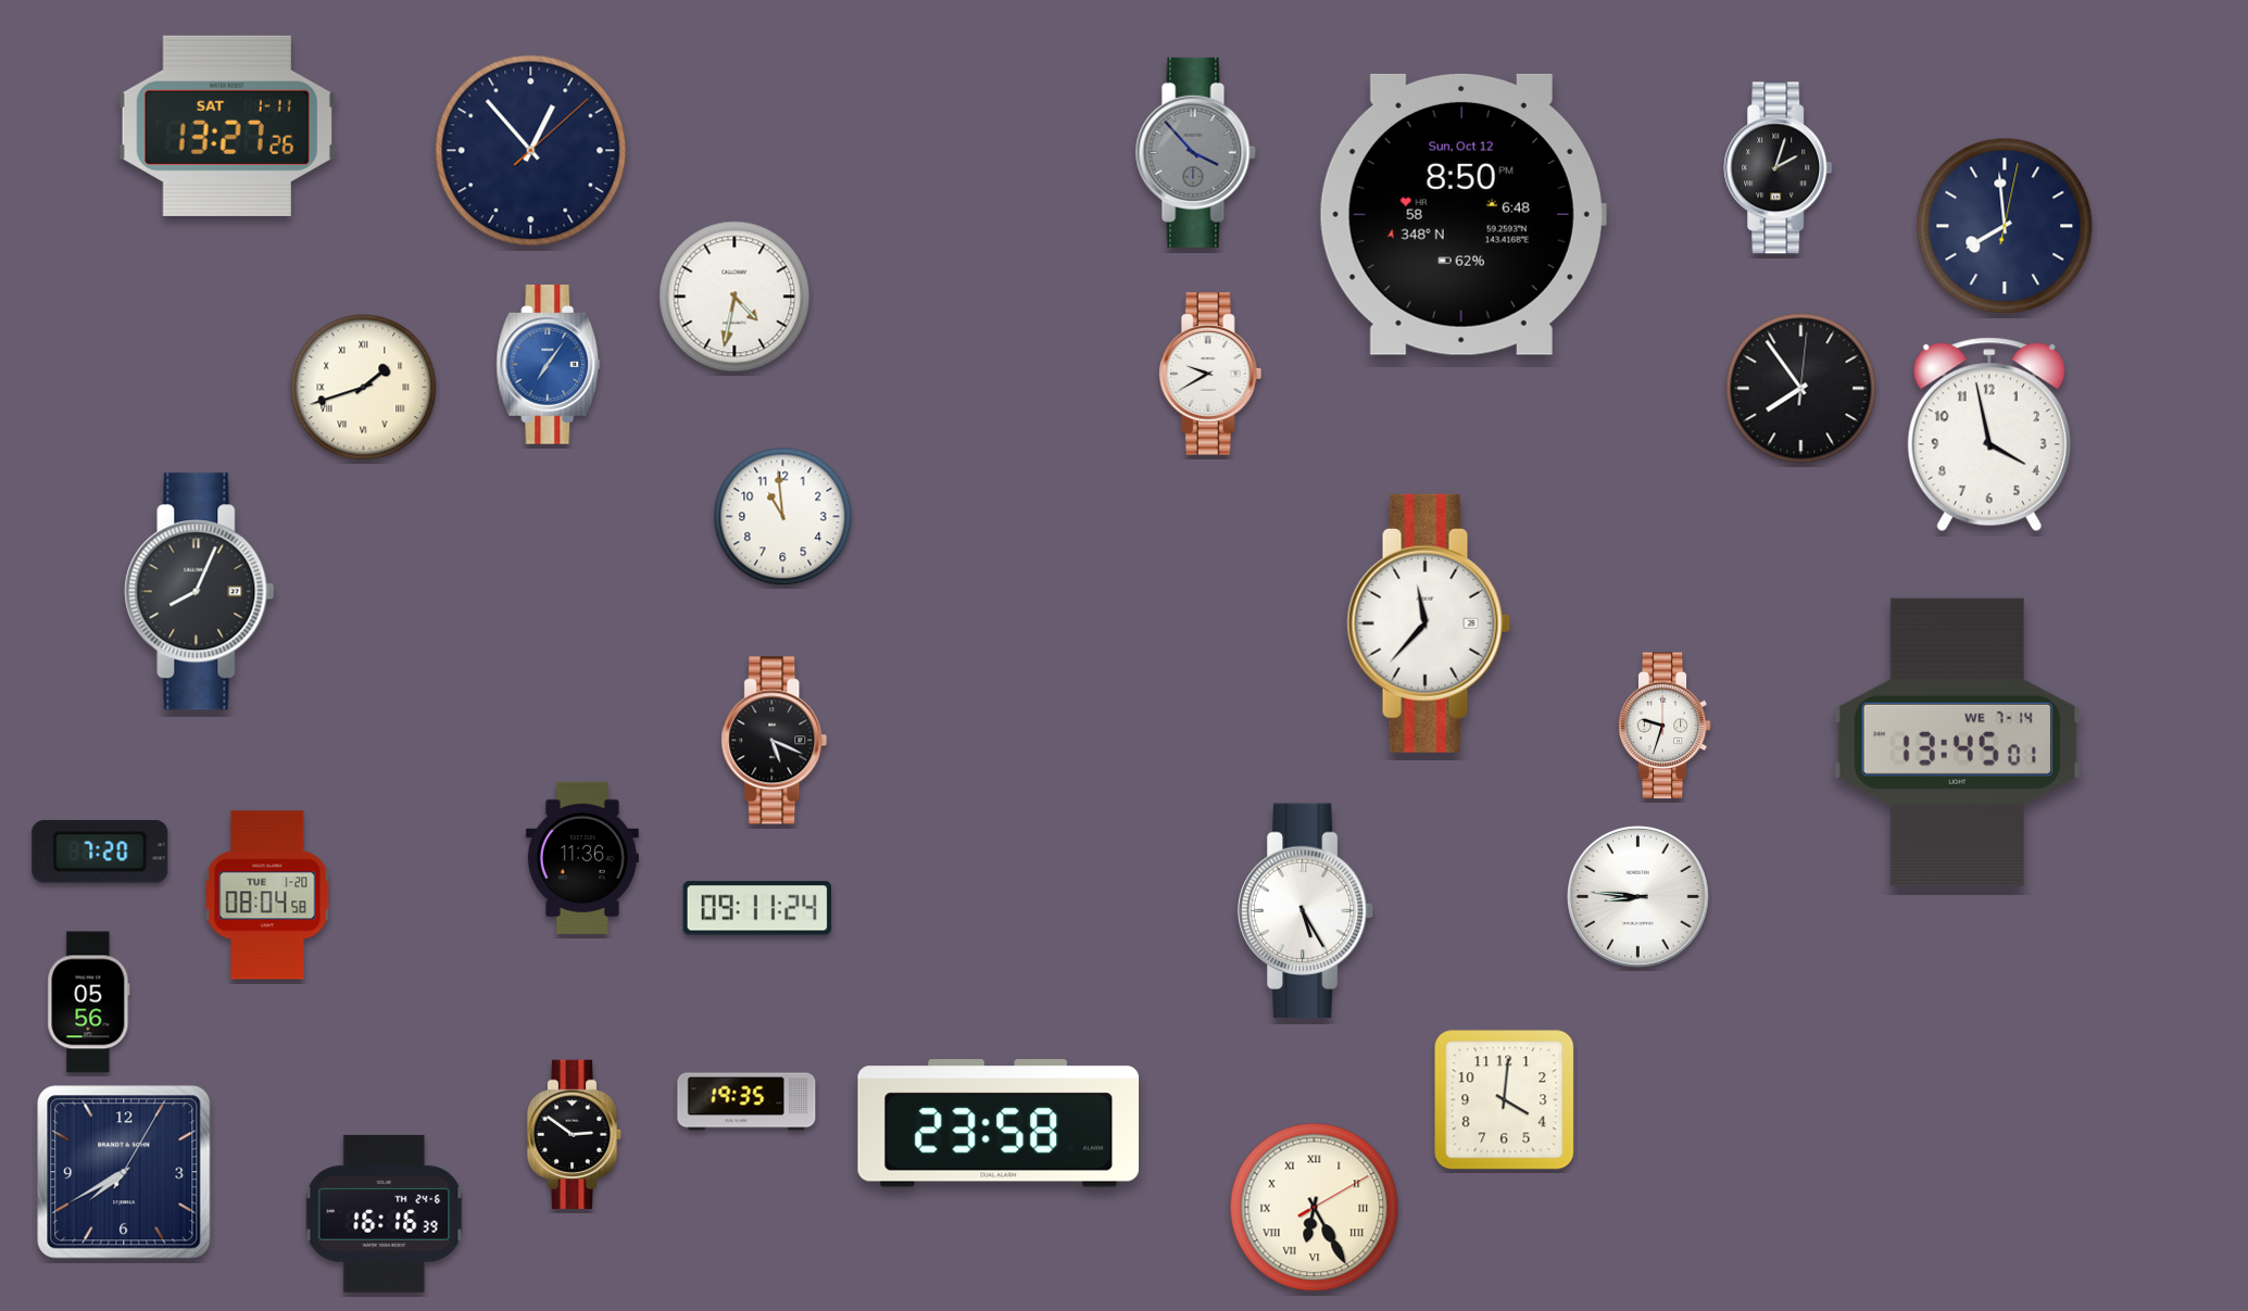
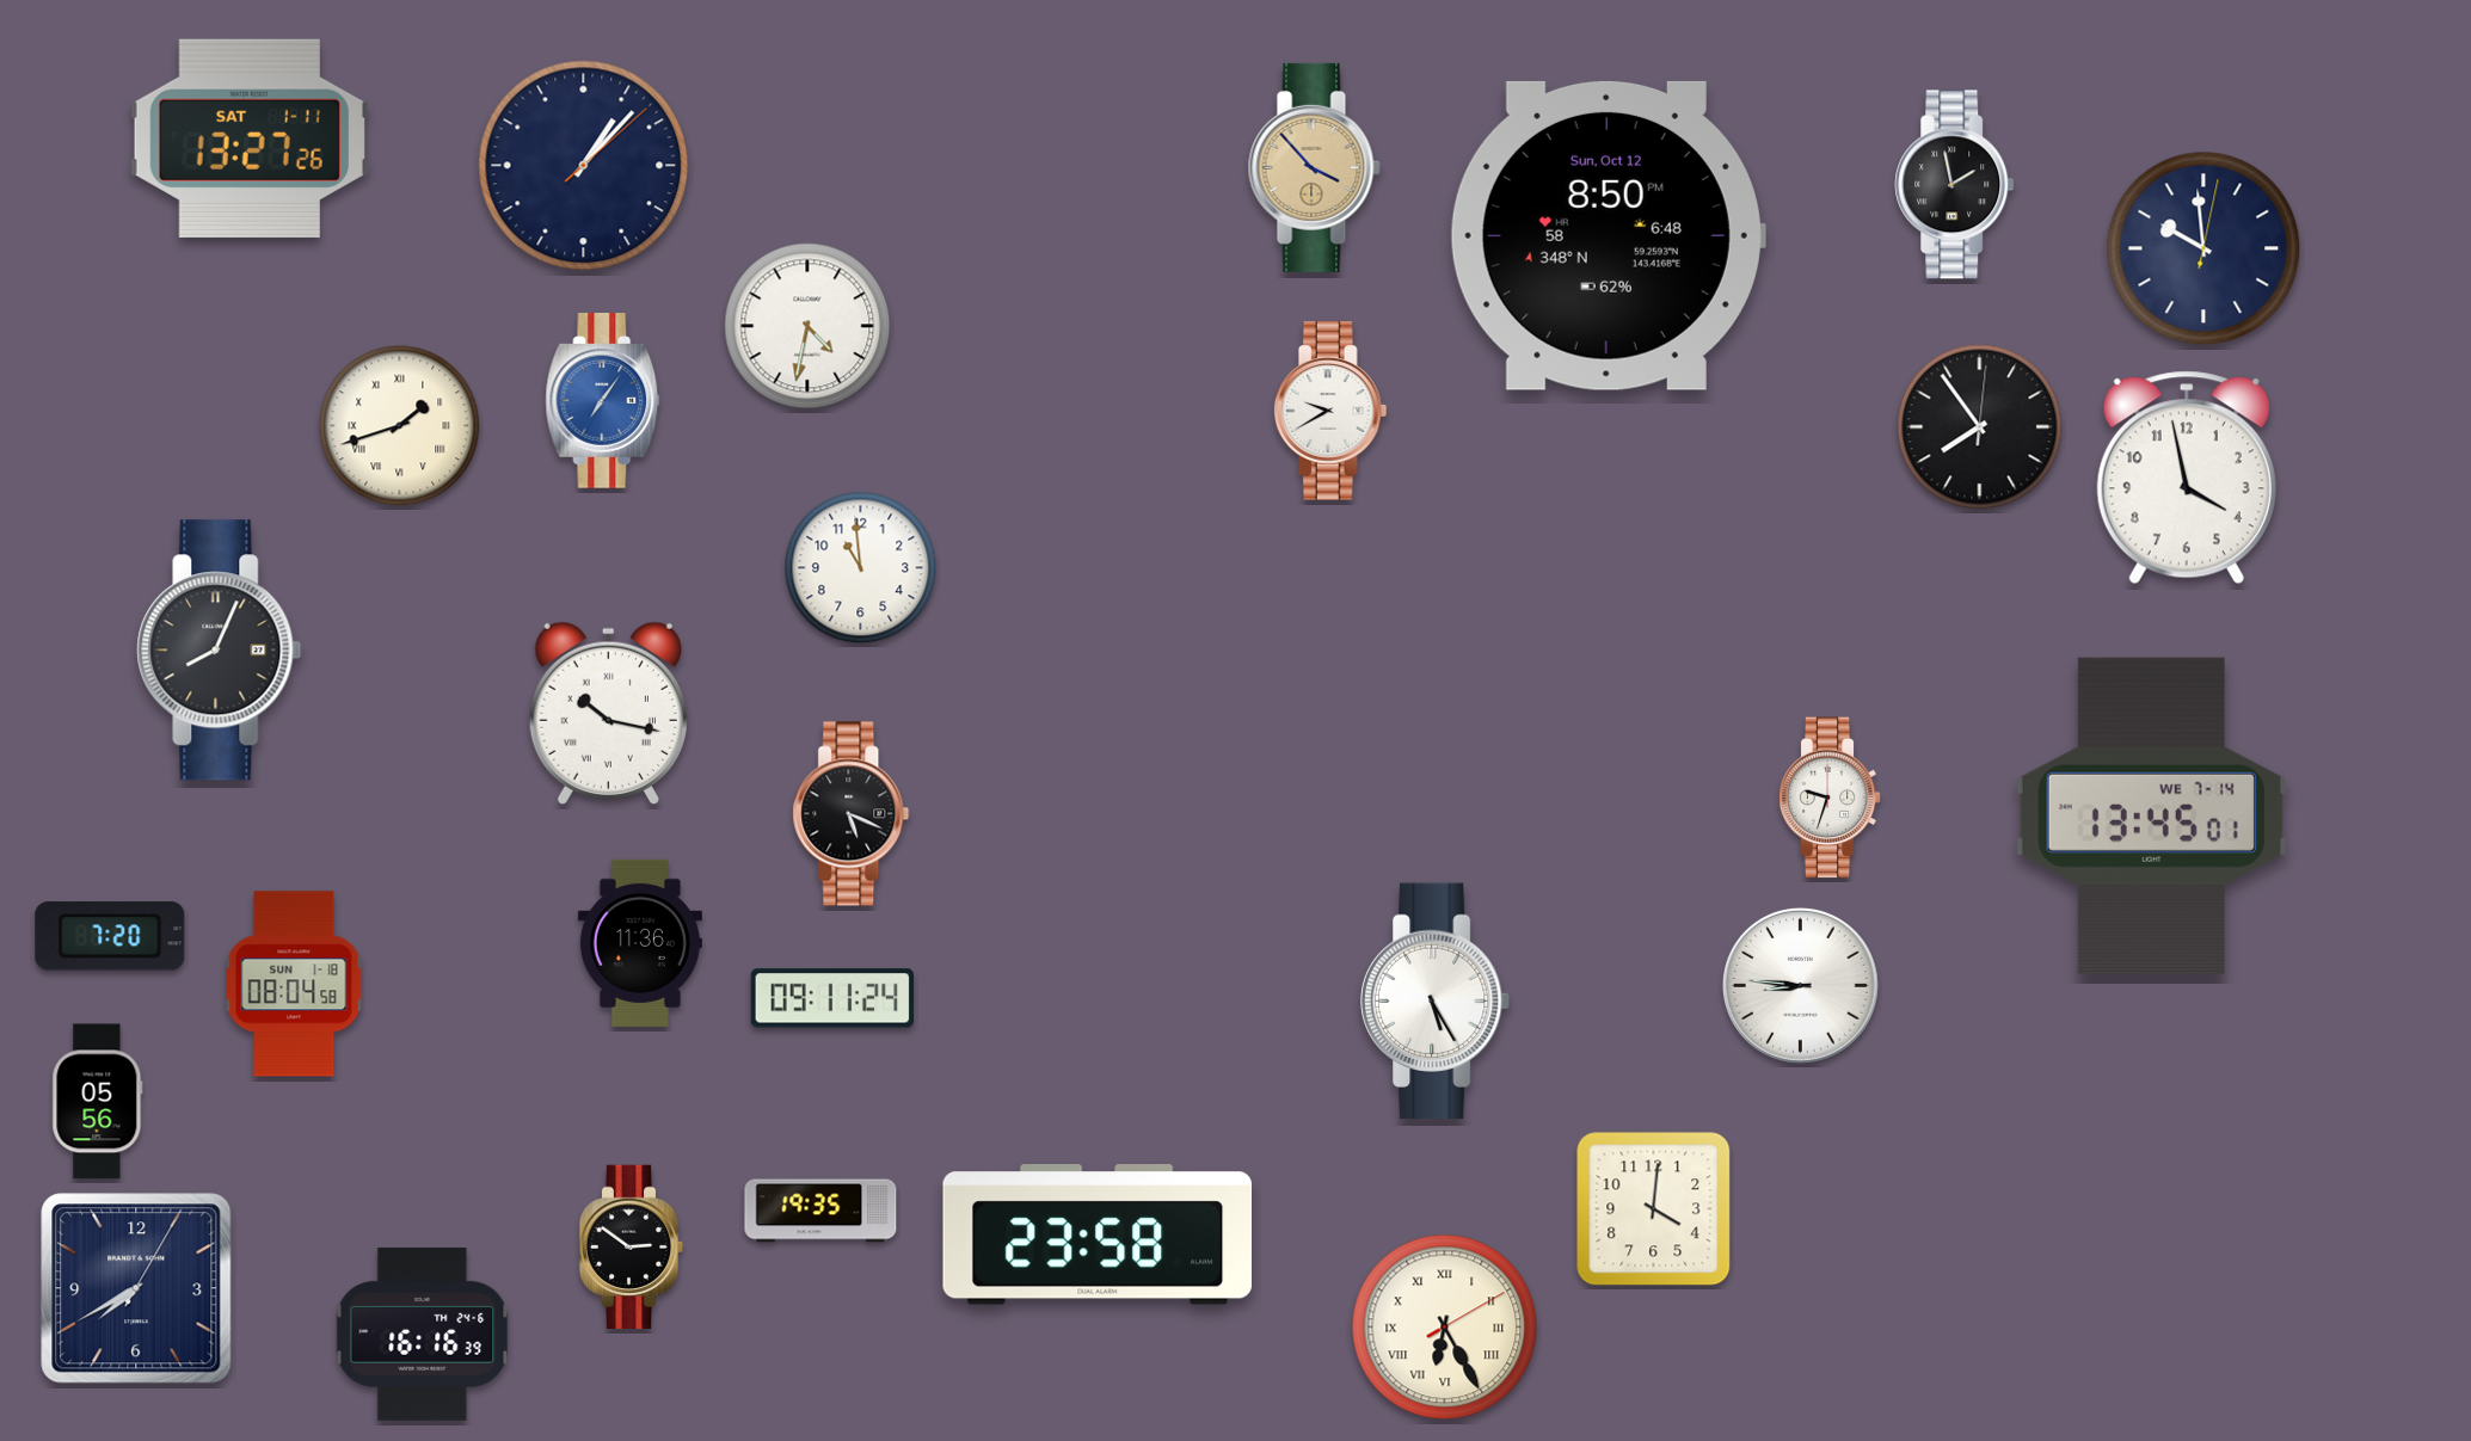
clock at (531, 151): 12:53 -> 1:07
clock at (1195, 152) dial: grey -> champagne
clock at (1779, 168): 2:03 -> 1:58
clock at (2005, 226): 7:59 -> 9:59
clock at (1429, 623): 11:37 -> none
clock at (608, 713): none -> 10:17
clock at (267, 895) date: TUE 1-20 -> SUN 1-18
